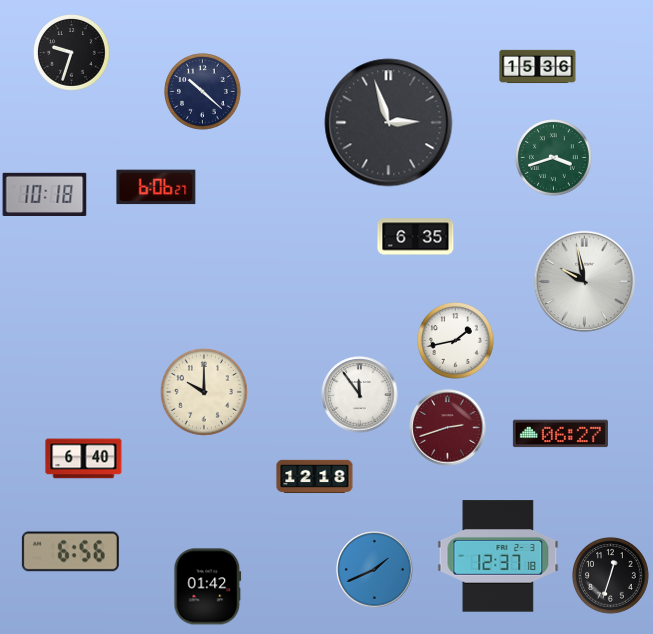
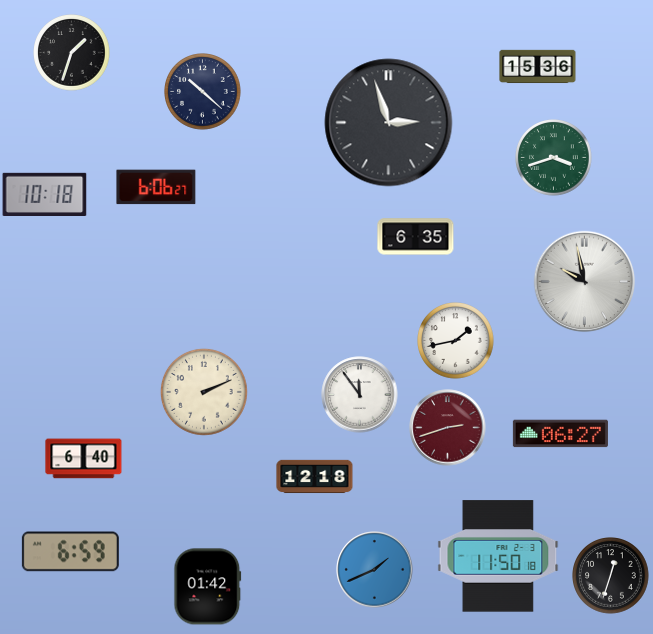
clock at (72, 53): 9:33 -> 1:33
clock at (204, 392): 10:00 -> 2:11
clock at (70, 552): 6:56 -> 6:59
clock at (498, 556): 12:37 -> 11:50
